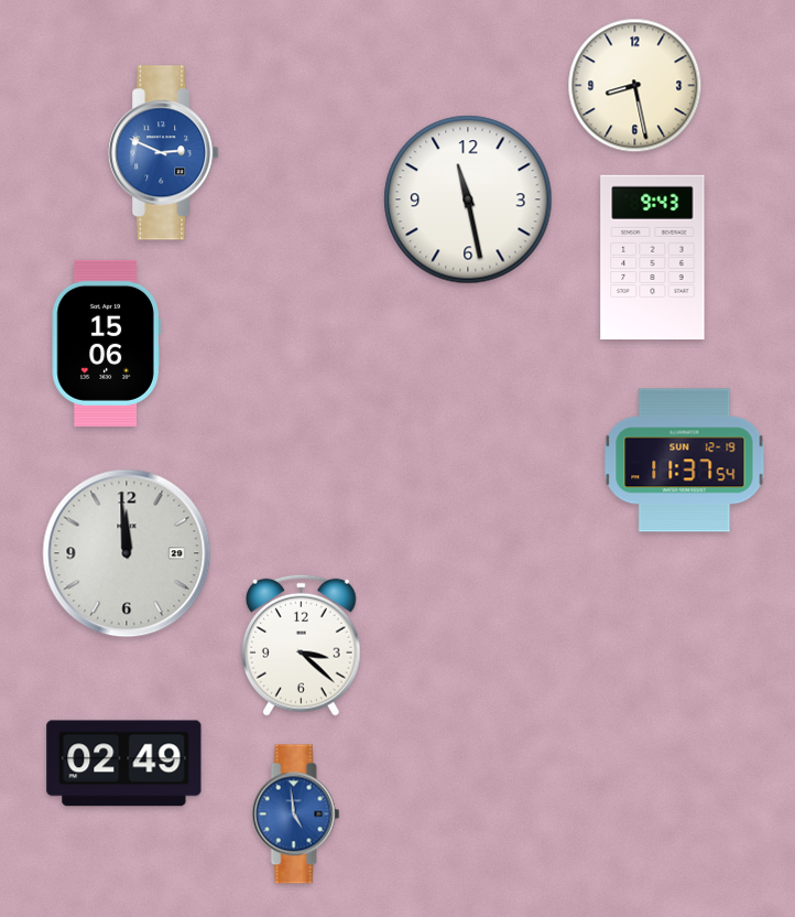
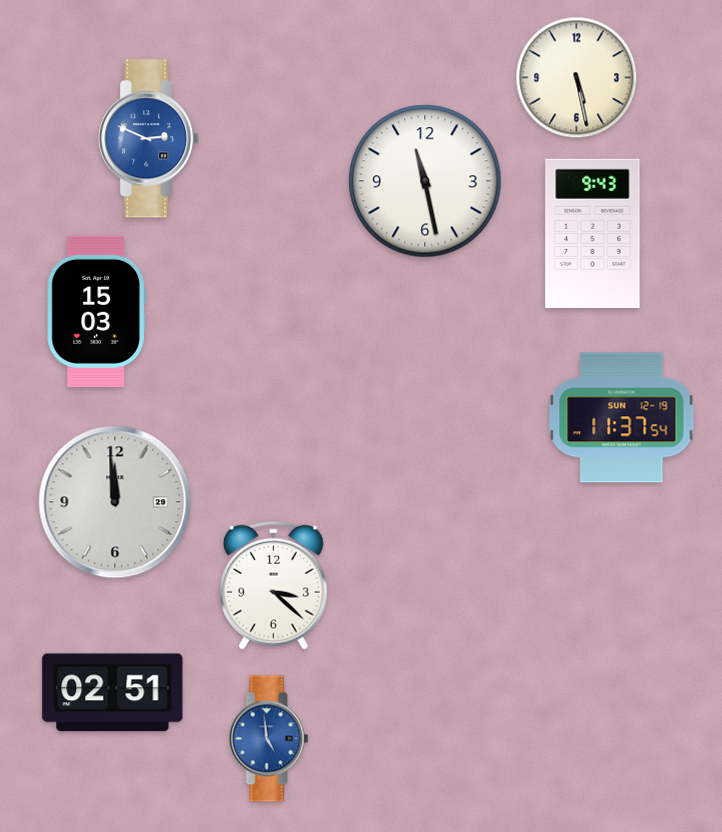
clock at (635, 86): 8:28 -> 5:28
clock at (106, 343): 15:06 -> 15:03
clock at (124, 764): 02:49 -> 02:51
